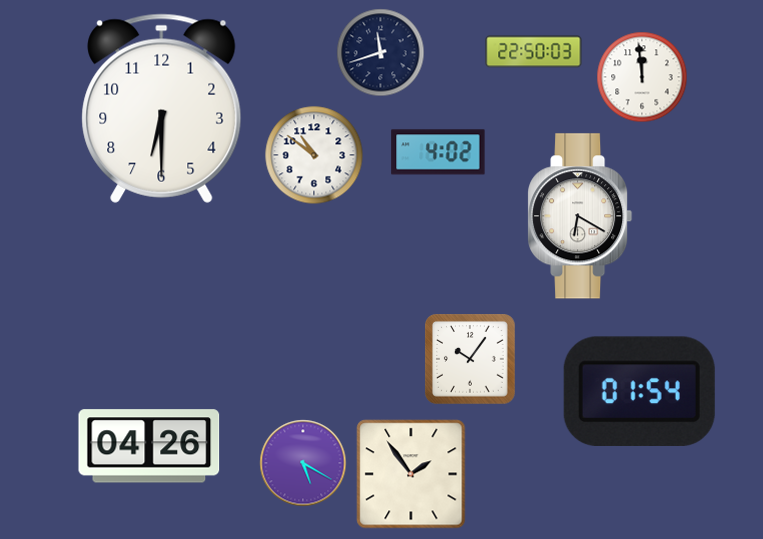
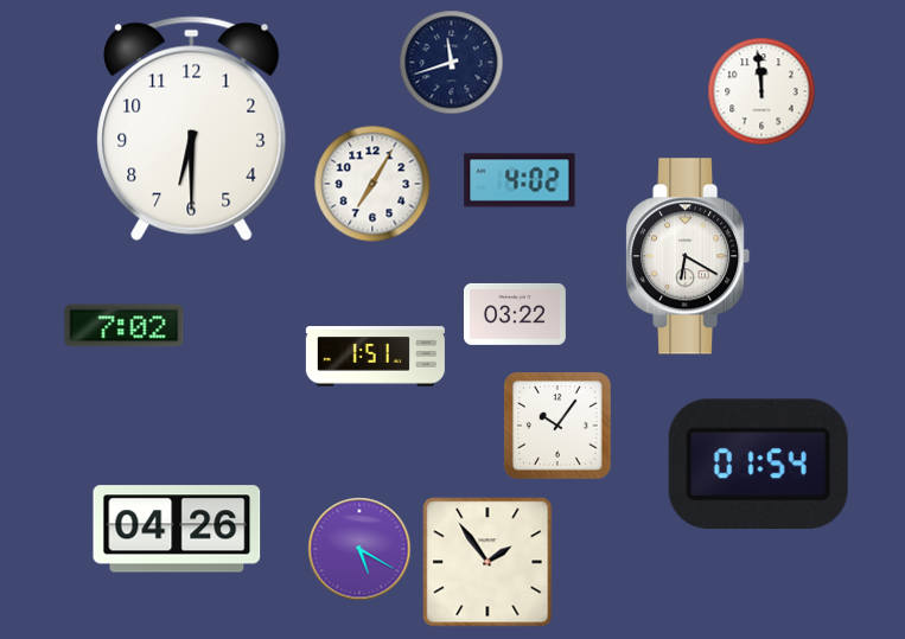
clock at (534, 52): 22:50 -> none
clock at (314, 155): 10:51 -> 7:05
clock at (515, 314): none -> 03:22
clock at (125, 326): none -> 7:02
clock at (375, 357): none -> 1:51
